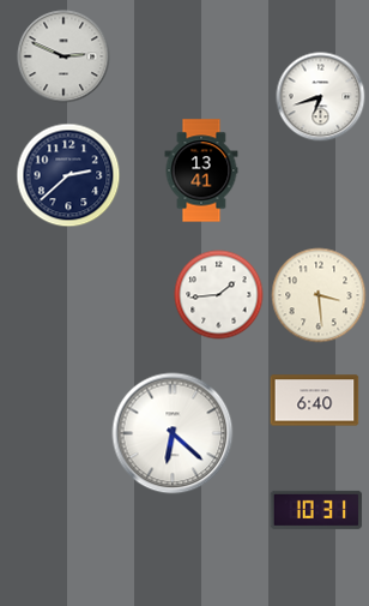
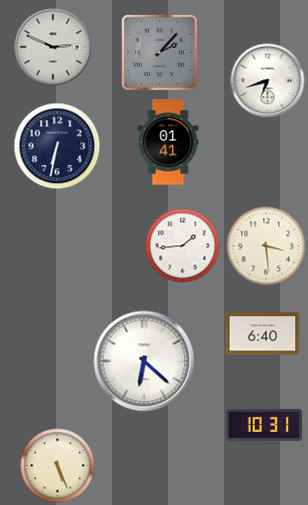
clock at (159, 52): none -> 2:07
clock at (201, 170): 13:41 -> 01:41
clock at (68, 175): 2:38 -> 6:32
clock at (58, 466): none -> 5:26
